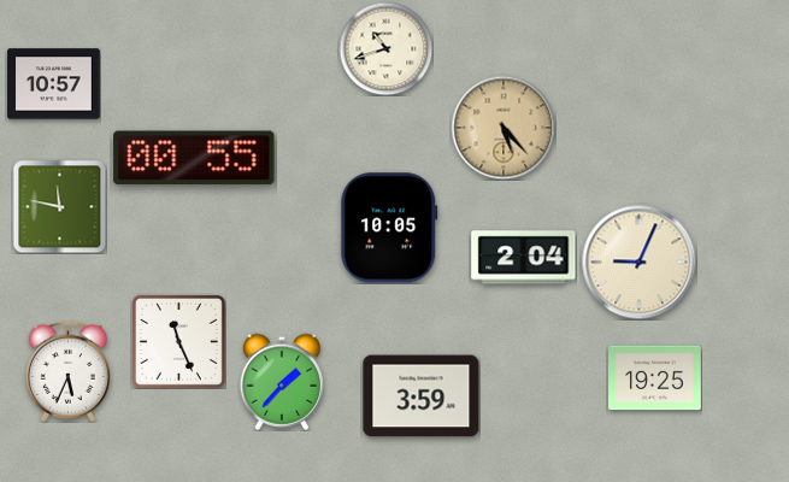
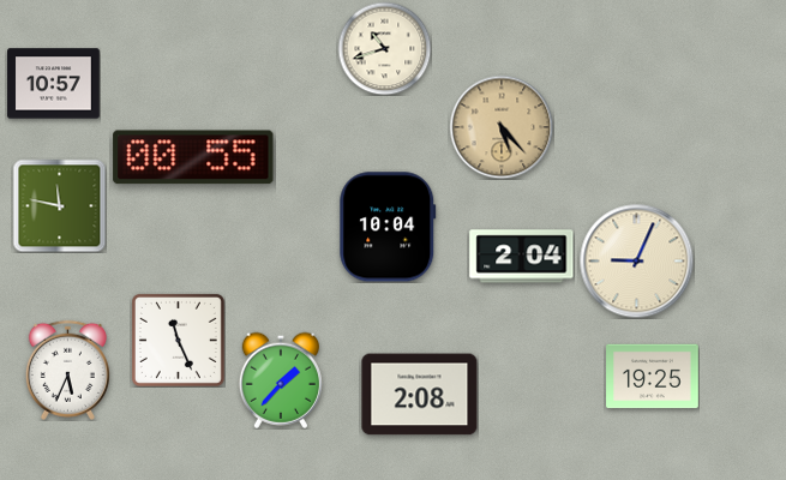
clock at (389, 228): 10:05 -> 10:04
clock at (422, 396): 3:59 -> 2:08
